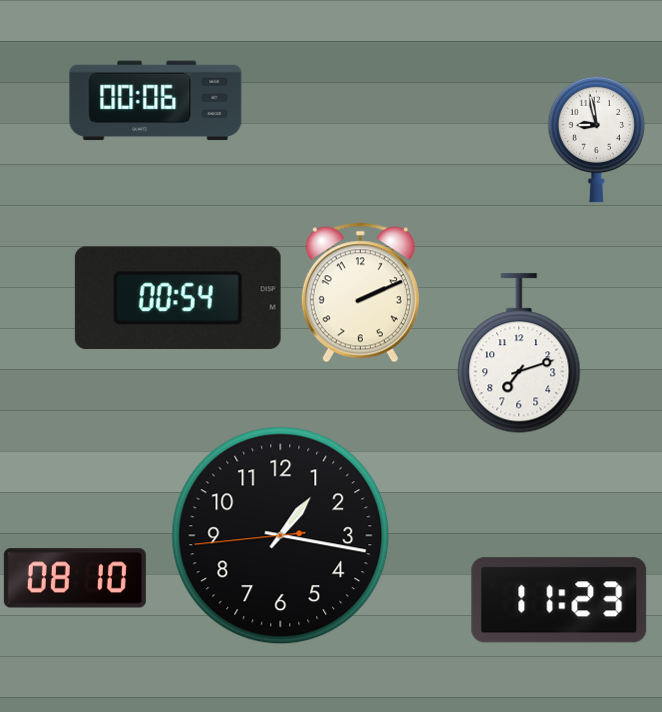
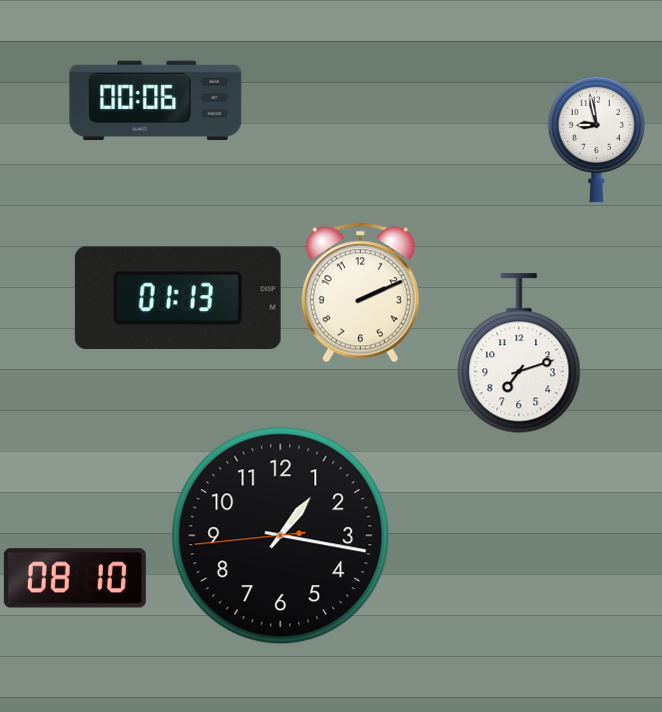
clock at (178, 298): 00:54 -> 01:13
clock at (559, 600): 11:23 -> none
